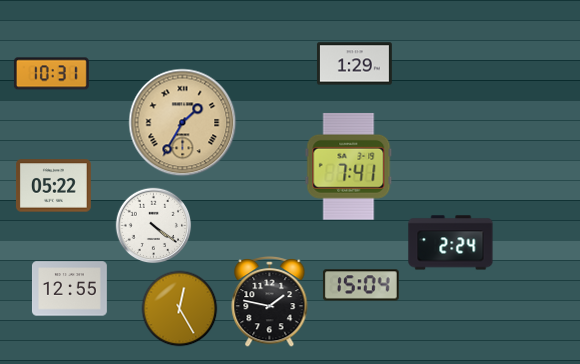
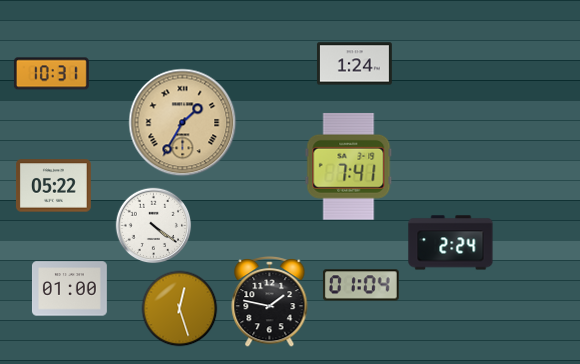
clock at (354, 64): 1:29 -> 1:24
clock at (361, 285): 15:04 -> 01:04
clock at (69, 289): 12:55 -> 01:00
clock at (180, 309): 12:25 -> 12:27
